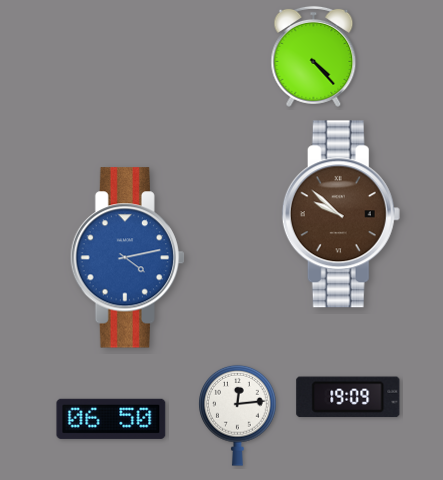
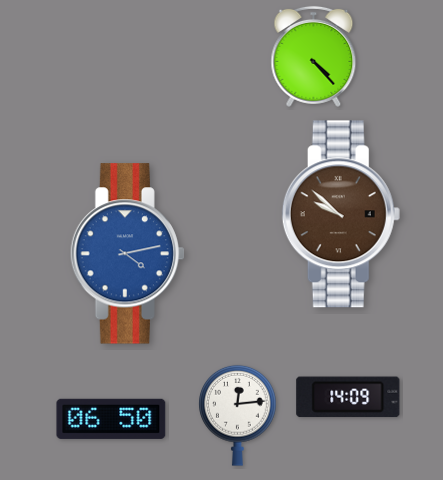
clock at (127, 258) position: (127, 258) -> (127, 254)
clock at (348, 397): 19:09 -> 14:09
